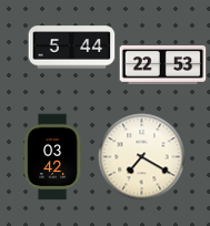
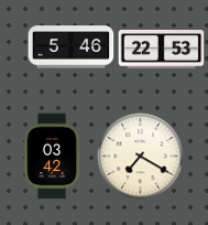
clock at (71, 48): 5:44 -> 5:46
clock at (162, 64) position: (162, 64) -> (161, 49)
